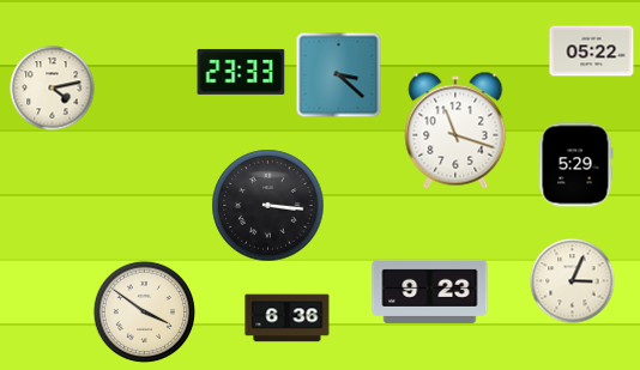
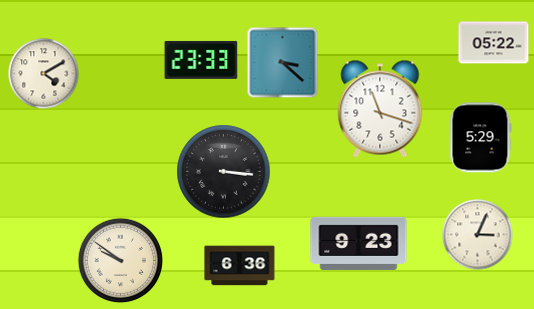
clock at (53, 89): 4:13 -> 4:10
clock at (145, 313): 3:51 -> 9:51
